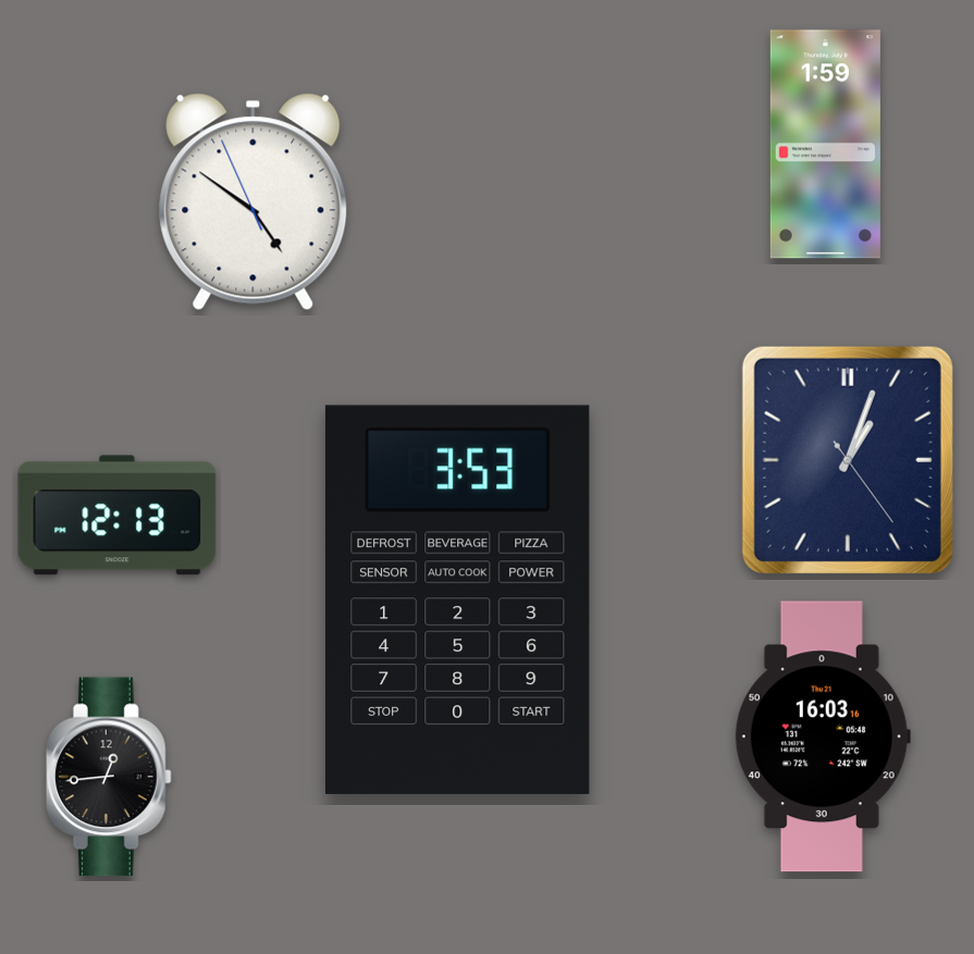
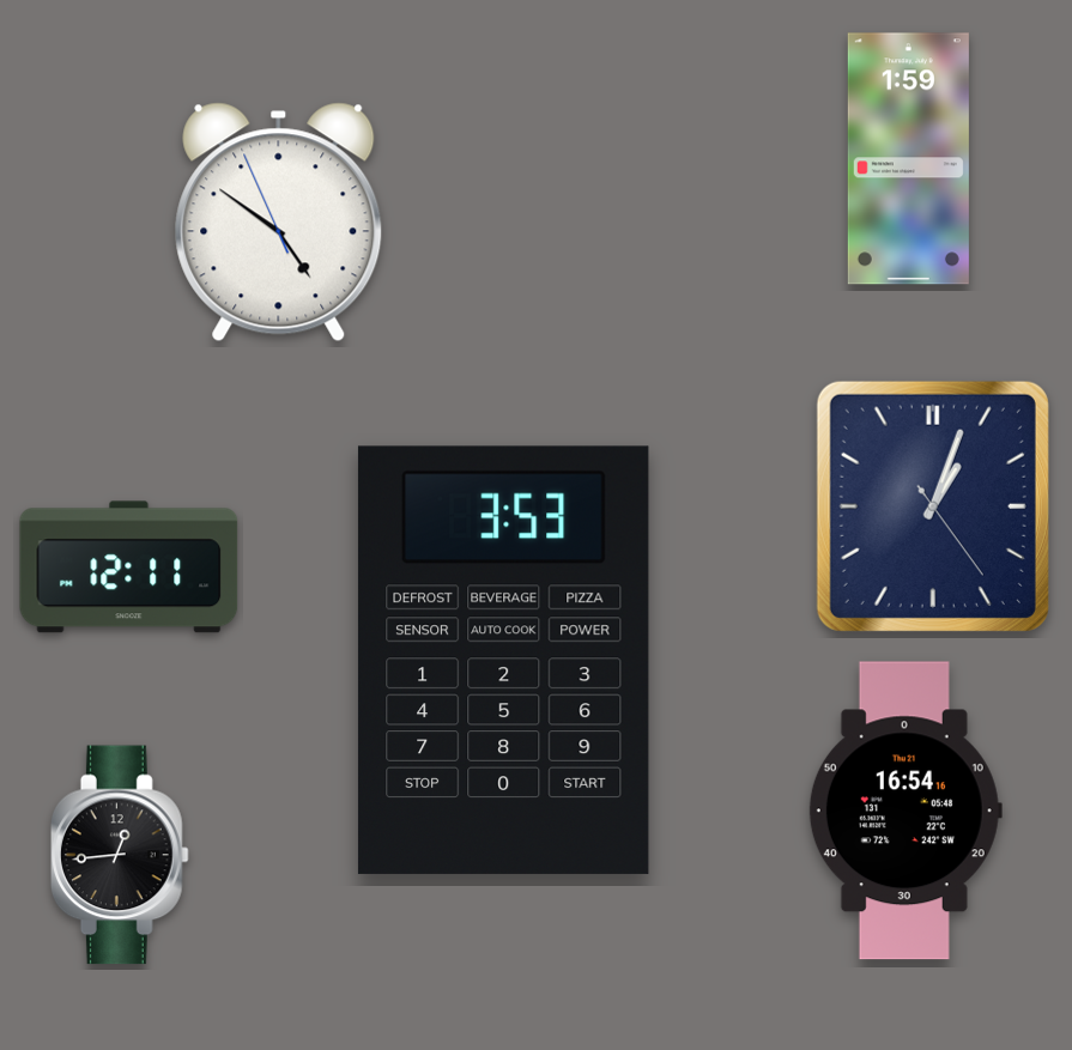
clock at (118, 516): 12:13 -> 12:11
clock at (823, 736): 16:03 -> 16:54
